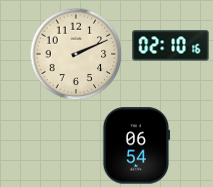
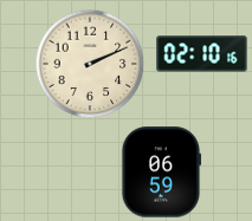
clock at (136, 146): 06:54 -> 06:59
